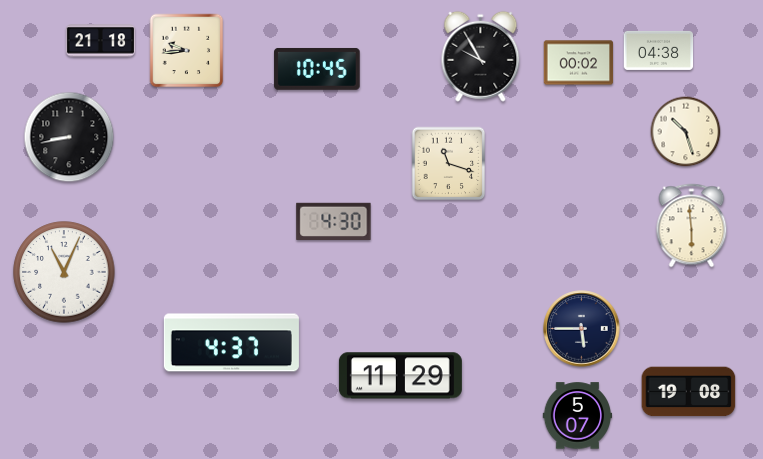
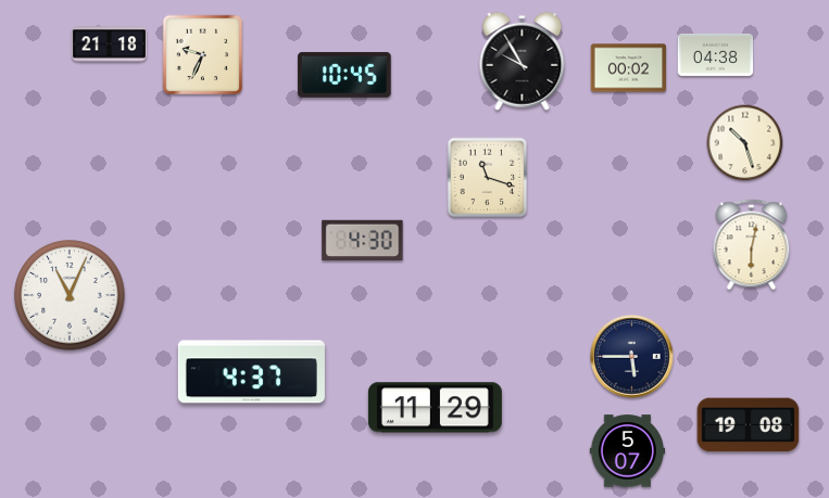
clock at (187, 51): 9:44 -> 9:34
clock at (69, 137): 8:43 -> none
clock at (692, 226): 5:59 -> 6:02
